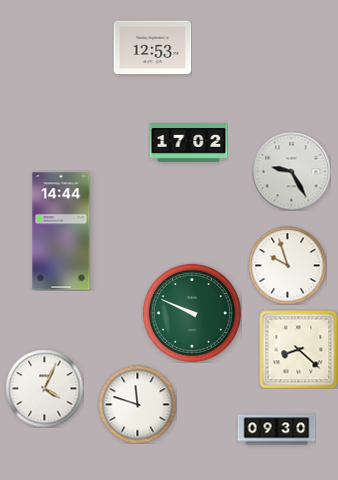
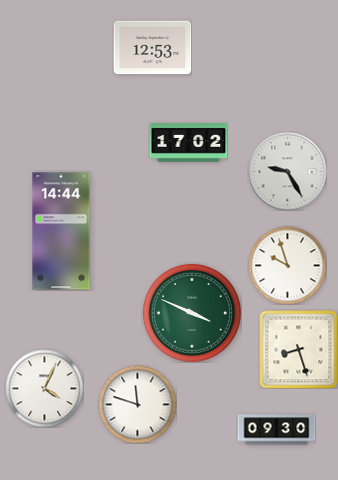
clock at (291, 171) position: (291, 171) -> (287, 171)
clock at (192, 313): 9:49 -> 3:49
clock at (298, 349): 8:22 -> 8:27
